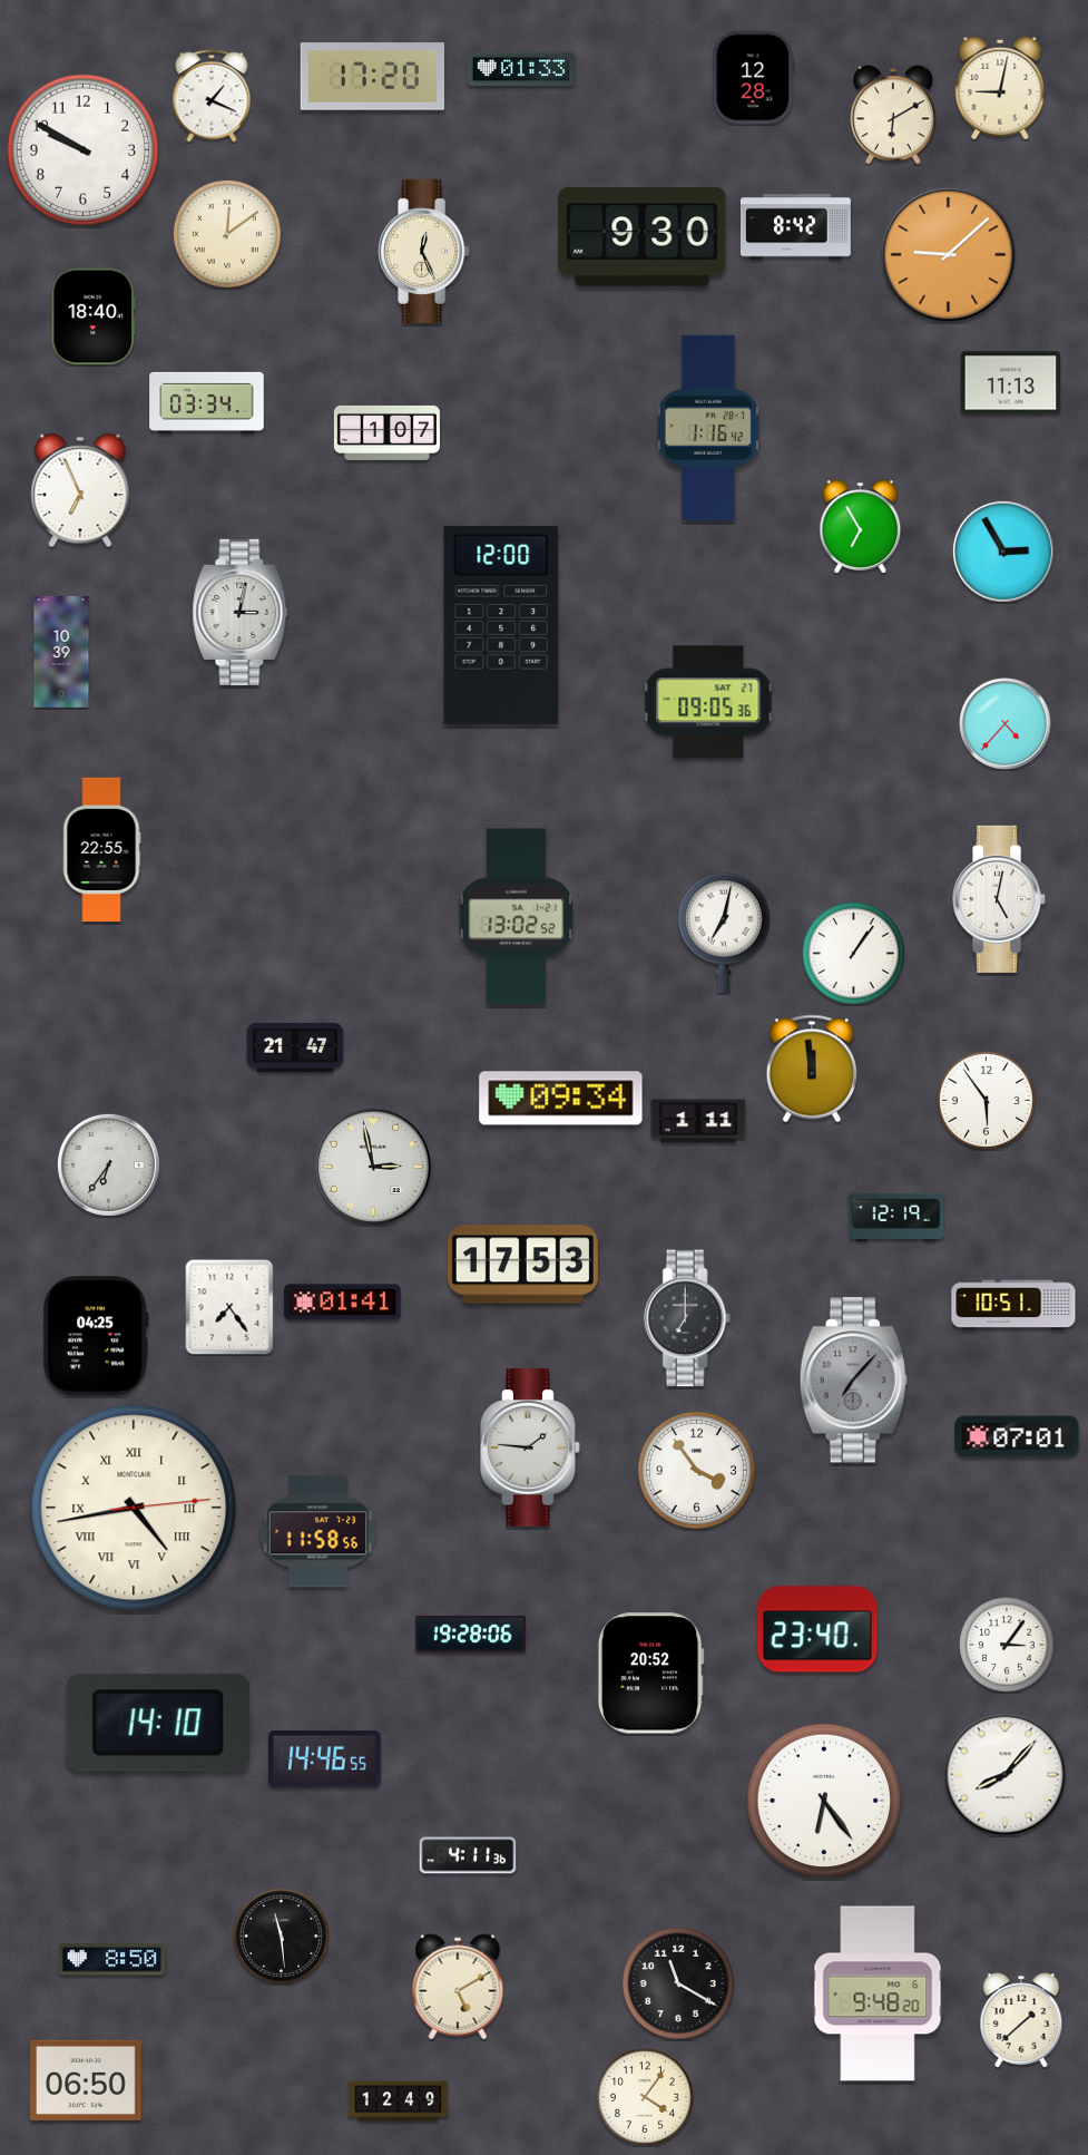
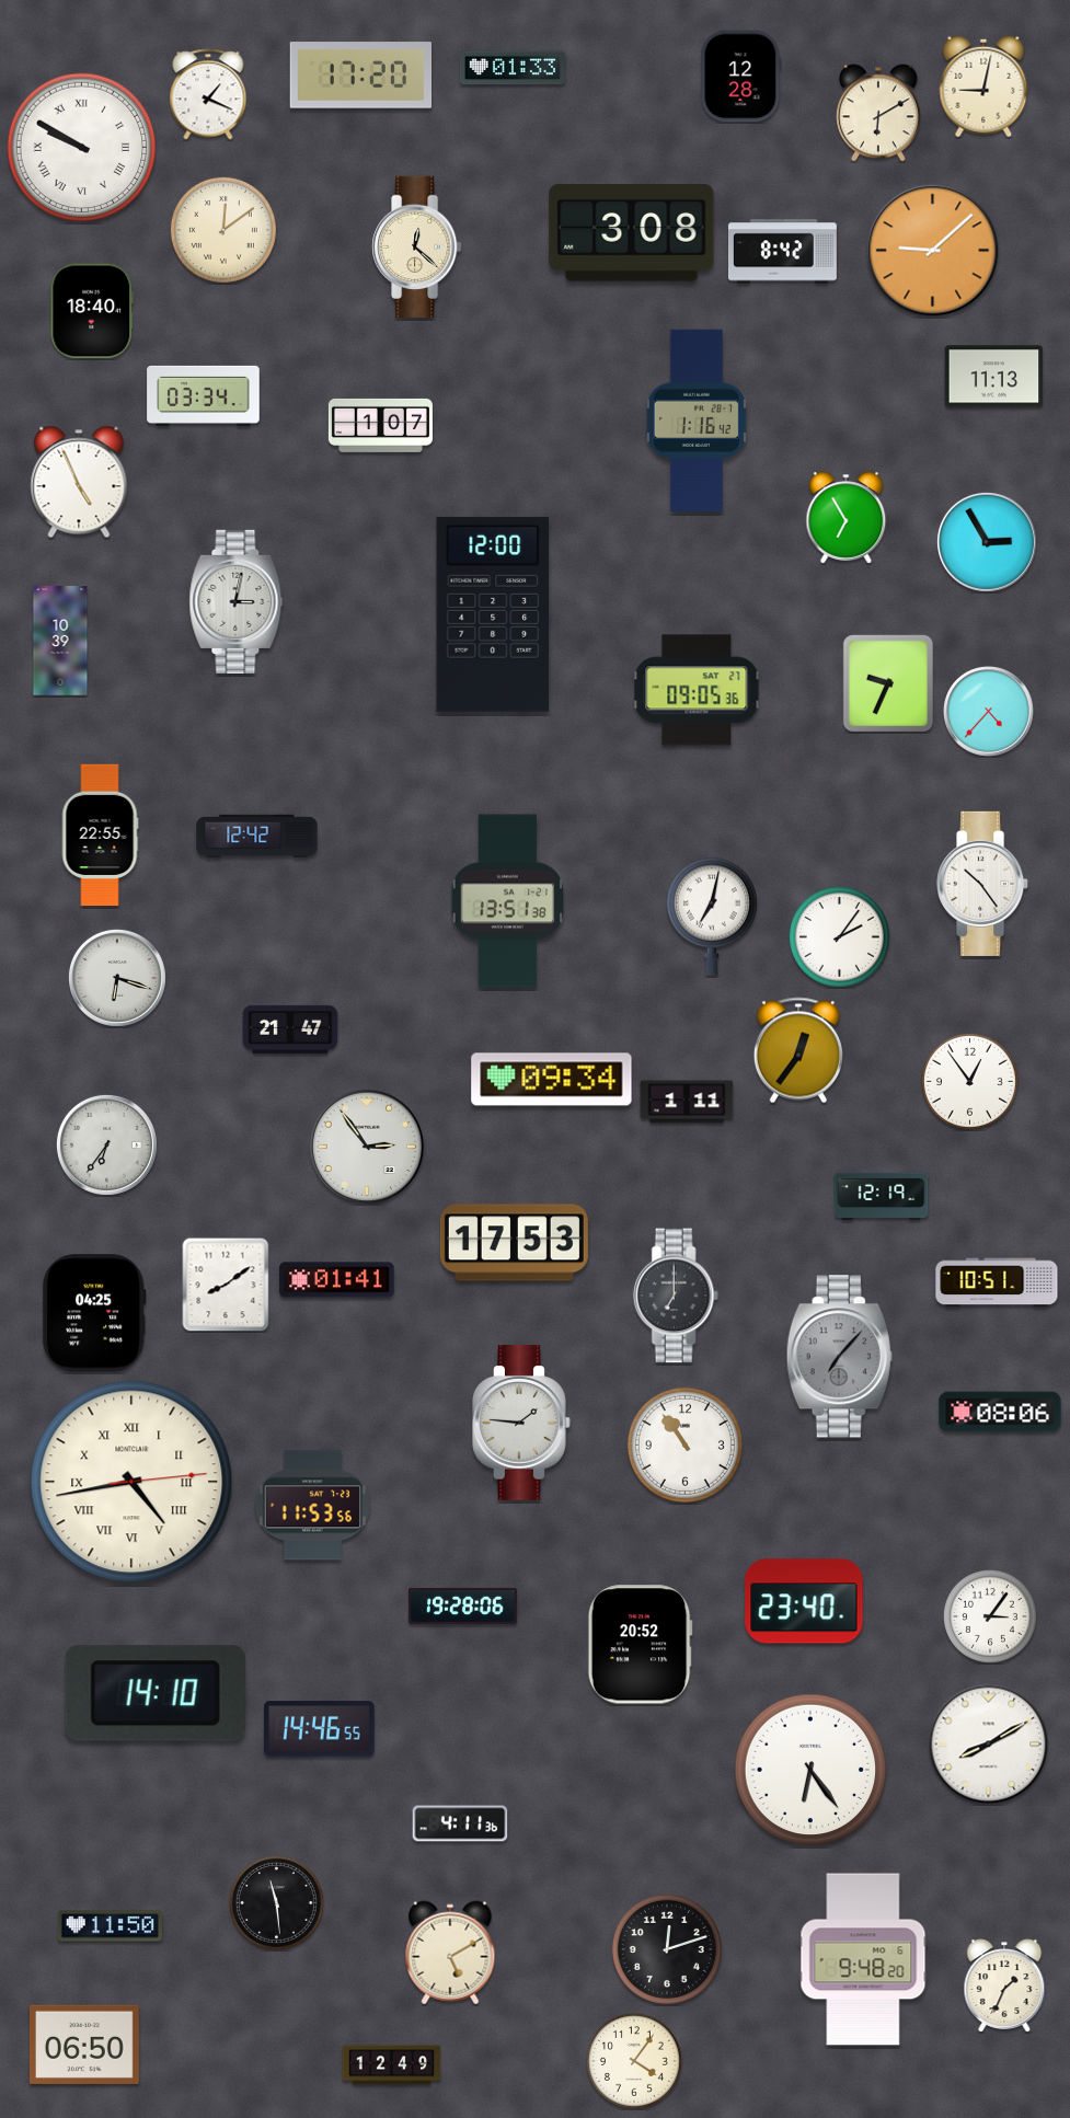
clock at (372, 77) position: (372, 77) -> (360, 76)
clock at (84, 150) numerals: Arabic -> Roman
clock at (795, 227) position: (795, 227) -> (782, 252)
clock at (643, 237): 9:30 -> 3:08
clock at (424, 251): 12:26 -> 12:22
clock at (80, 490): 6:56 -> 4:56
clock at (887, 682): none -> 9:34
clock at (257, 837): none -> 12:42
clock at (1000, 899): 5:02 -> 10:24
clock at (517, 917): 13:02 -> 13:51
clock at (853, 953): 1:06 -> 2:06
clock at (117, 978): none -> 6:18
clock at (812, 1069): 11:59 -> 12:36
clock at (986, 1100): 5:54 -> 12:54
clock at (373, 1167): 2:58 -> 2:54
clock at (229, 1307): 7:24 -> 8:09
clock at (1017, 1436): 07:01 -> 08:06
clock at (696, 1470): 3:54 -> 10:54
clock at (318, 1532): 11:58 -> 11:53
clock at (1006, 1775): 8:07 -> 8:10
clock at (111, 1960): 8:50 -> 11:50
clock at (678, 1983): 11:20 -> 12:12
clock at (1021, 2020): 1:38 -> 1:34
